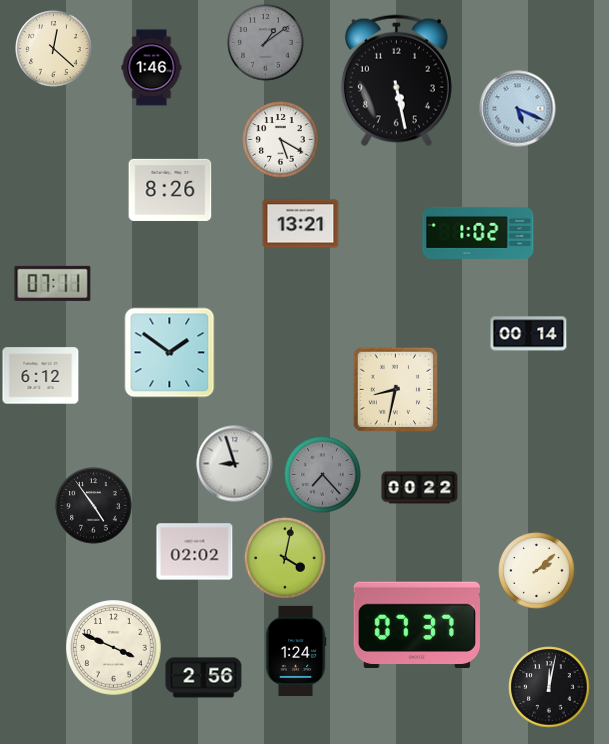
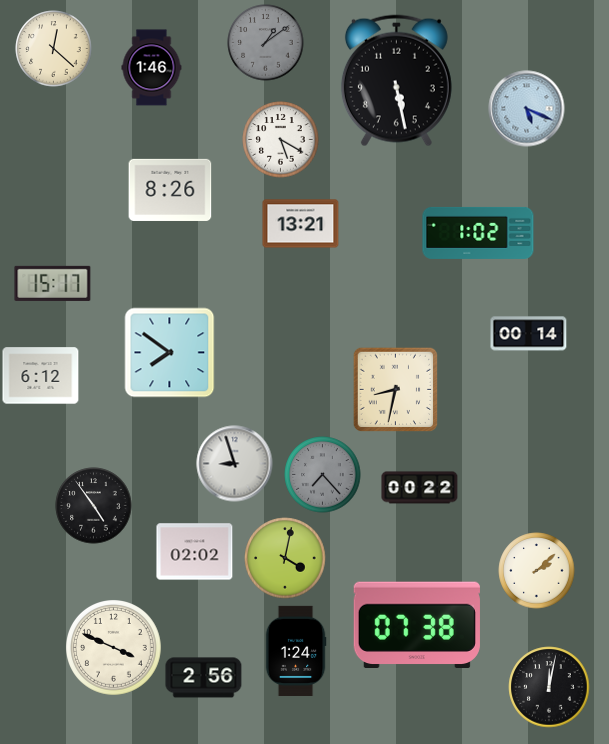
clock at (518, 109) position: (518, 109) -> (527, 109)
clock at (53, 283): 07:11 -> 15:17
clock at (170, 353): 1:51 -> 7:51
clock at (417, 625): 07:37 -> 07:38
